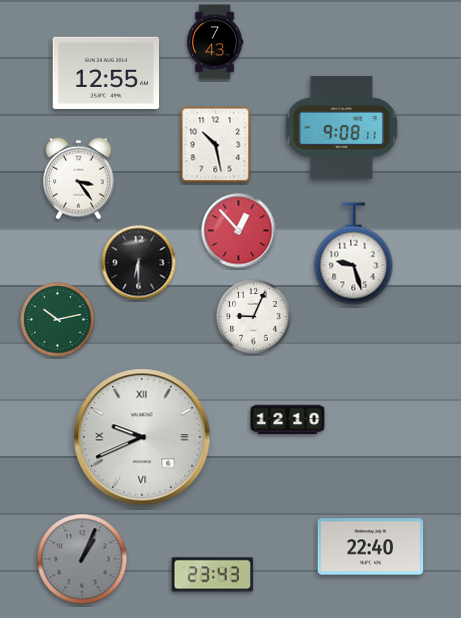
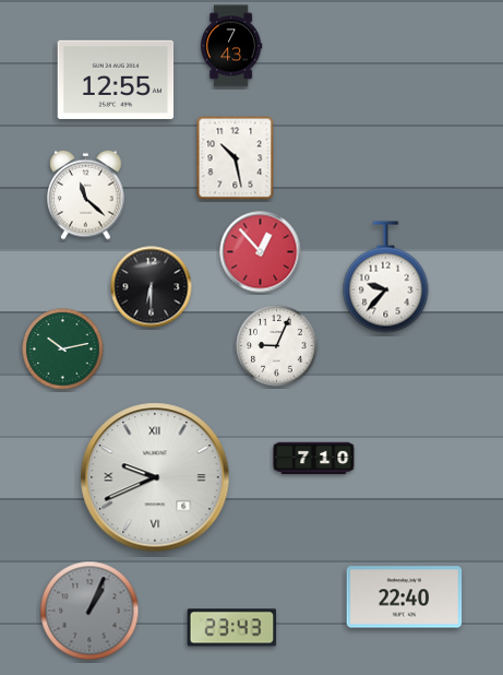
clock at (215, 42) position: (215, 42) -> (231, 46)
clock at (341, 128): 9:08 -> none
clock at (79, 178): 3:24 -> 11:22
clock at (354, 254): 9:27 -> 9:37
clock at (288, 420): 12:10 -> 7:10
